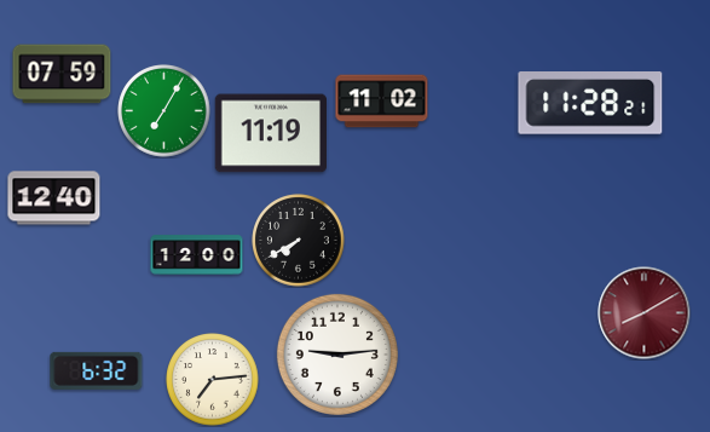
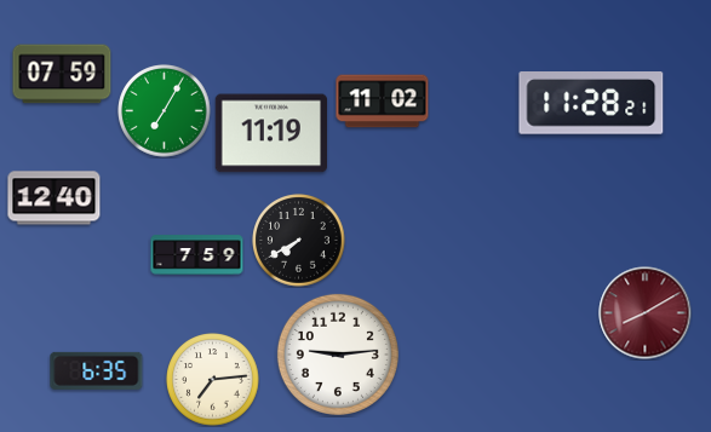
clock at (197, 255): 12:00 -> 7:59
clock at (97, 370): 6:32 -> 6:35
